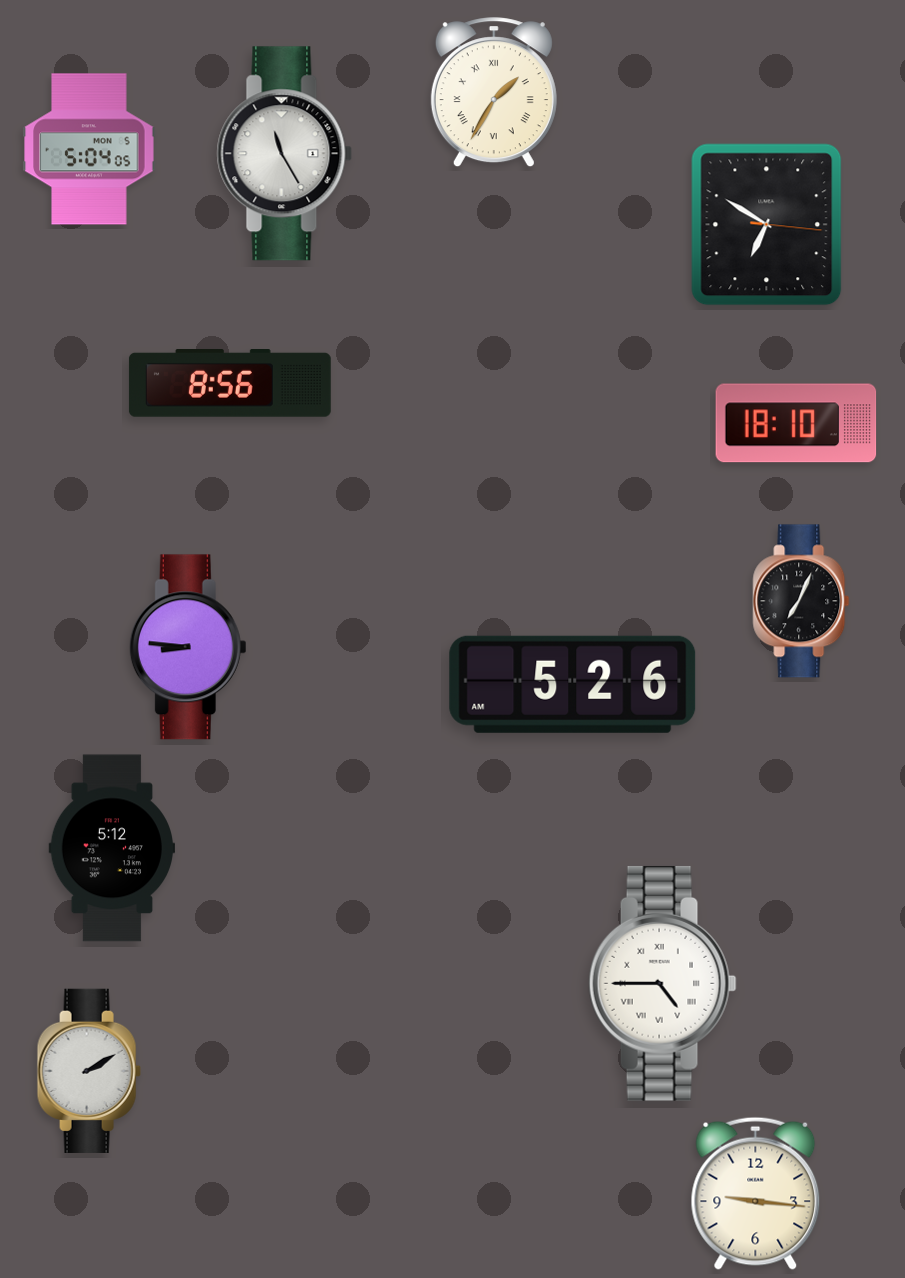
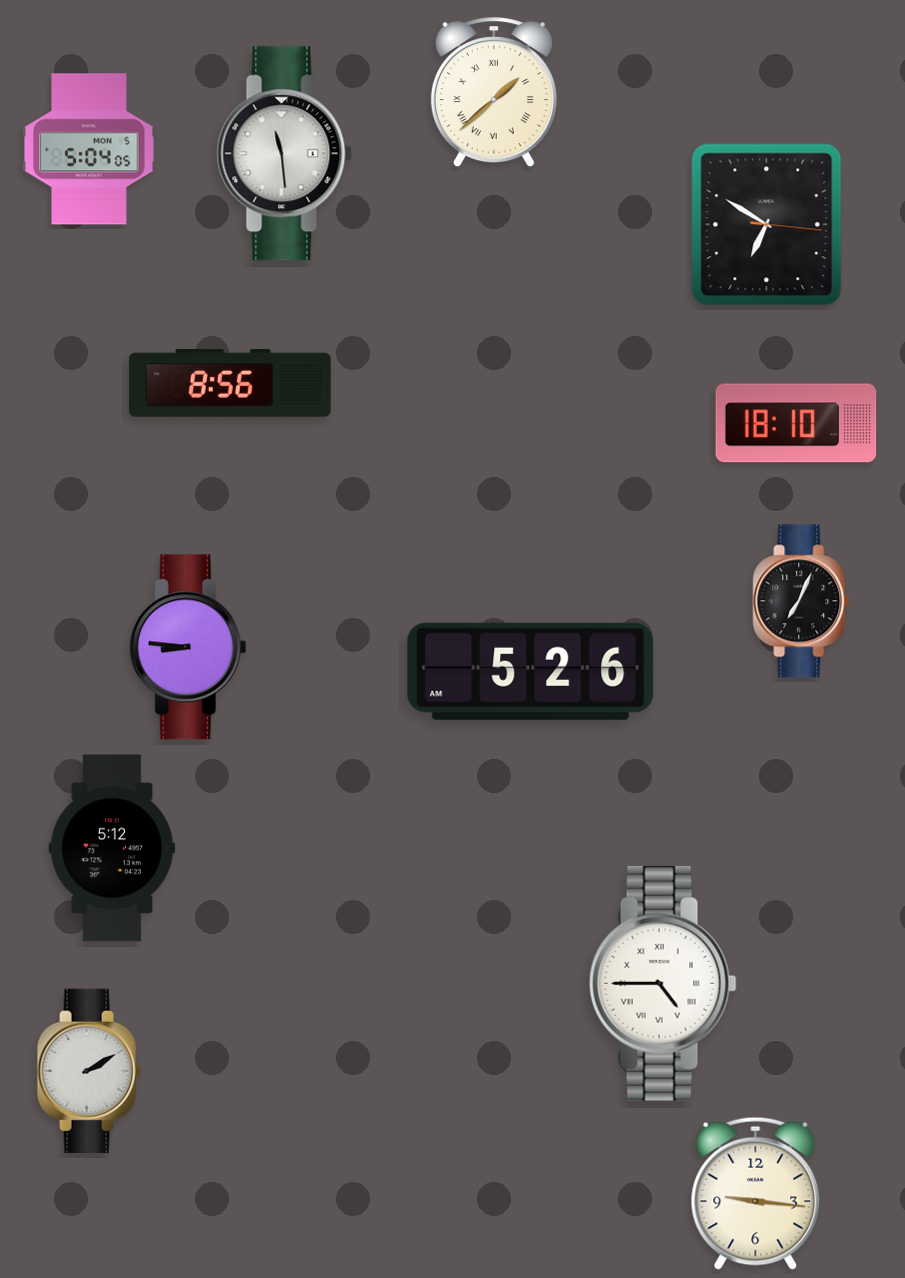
clock at (494, 93): 1:35 -> 1:38
clock at (285, 154): 11:25 -> 11:29
clock at (573, 684) position: (573, 684) -> (531, 671)
